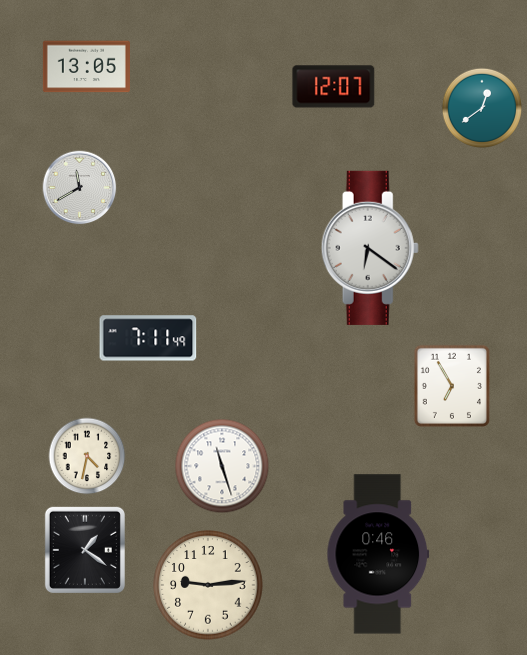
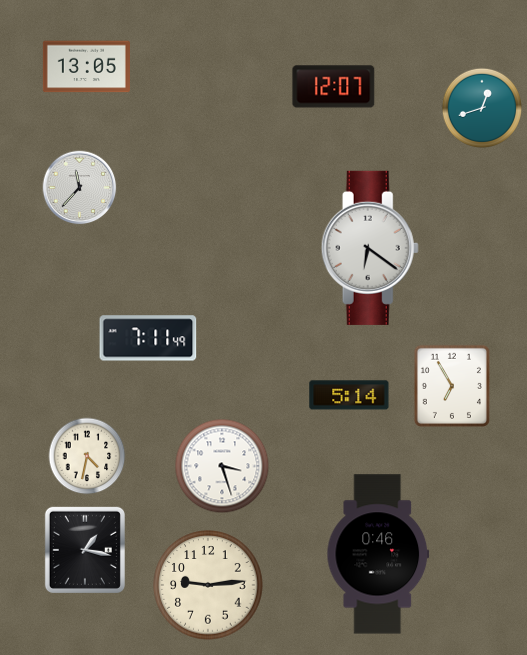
clock at (481, 107): 12:39 -> 12:42
clock at (80, 188): 11:40 -> 11:37
clock at (349, 395): none -> 5:14
clock at (222, 466): 11:27 -> 3:27
clock at (85, 550): 1:21 -> 1:17
